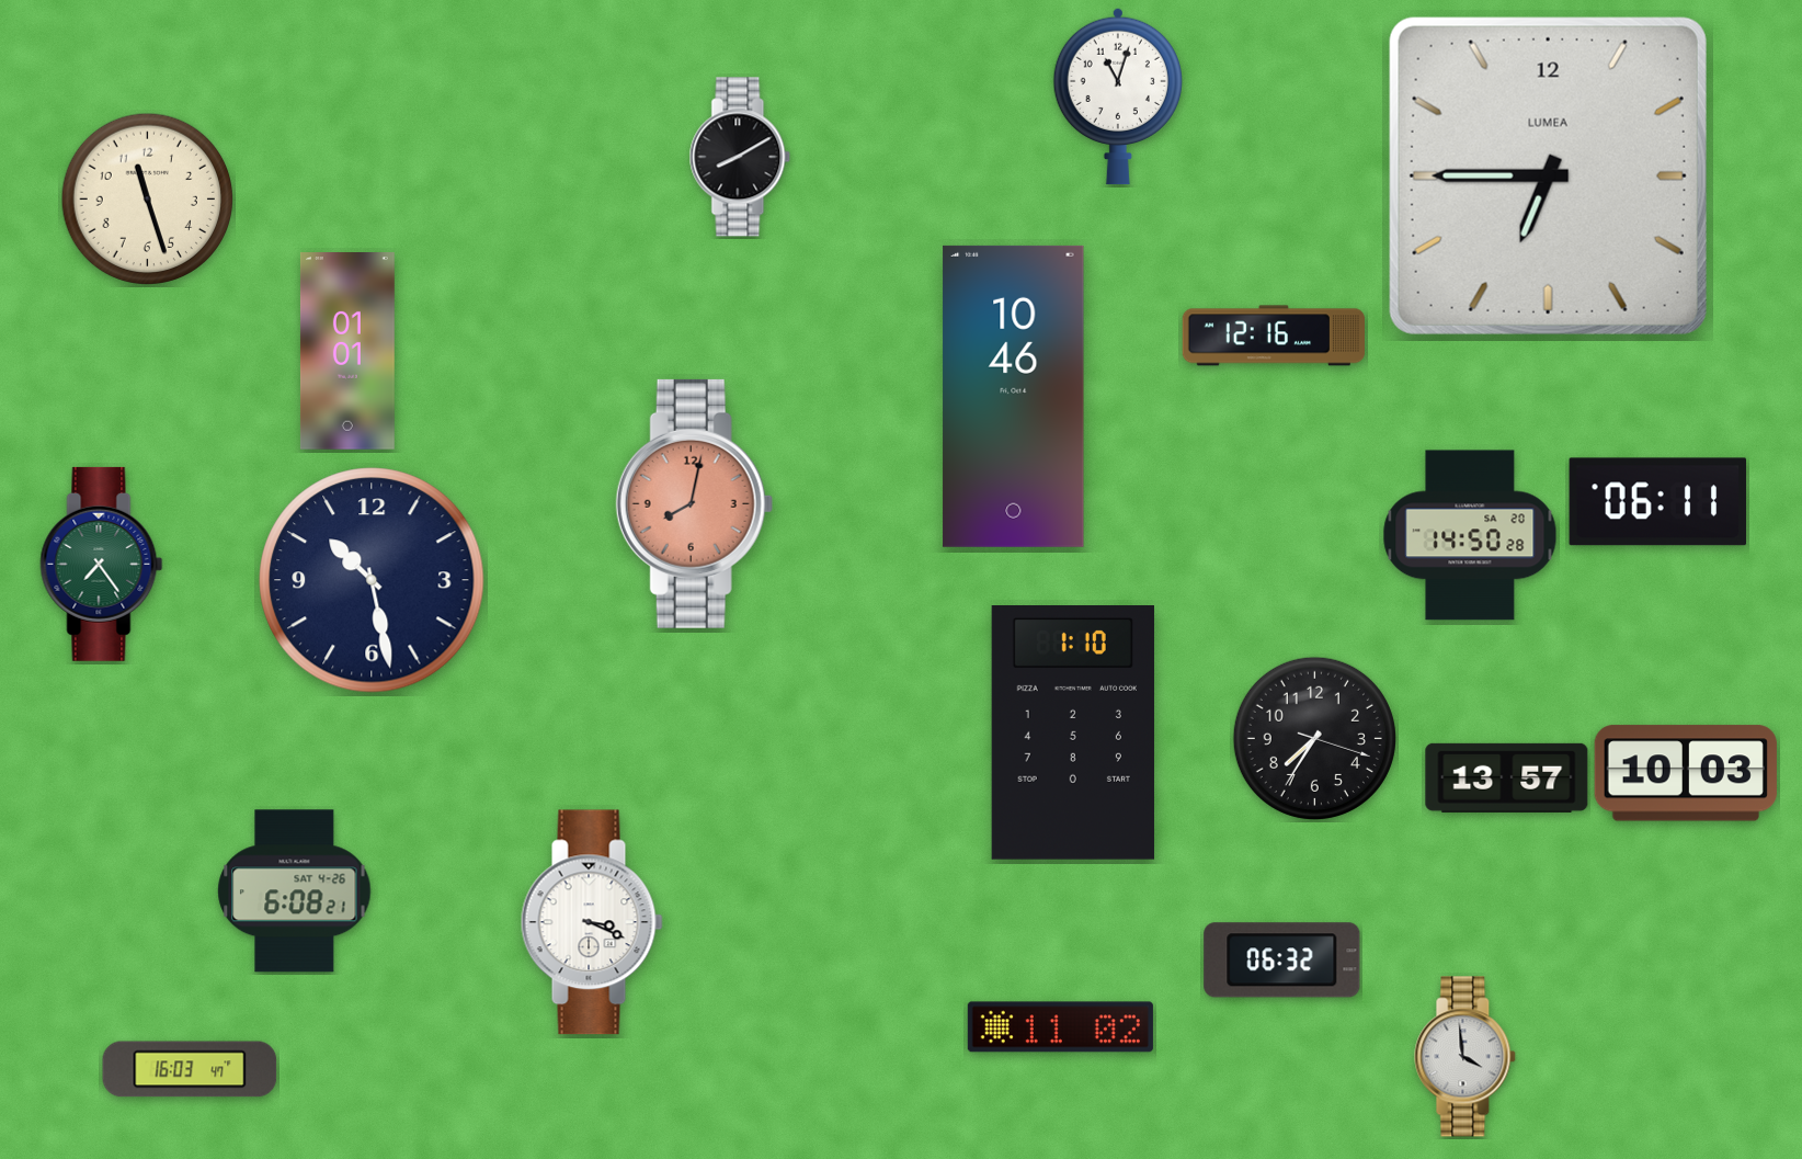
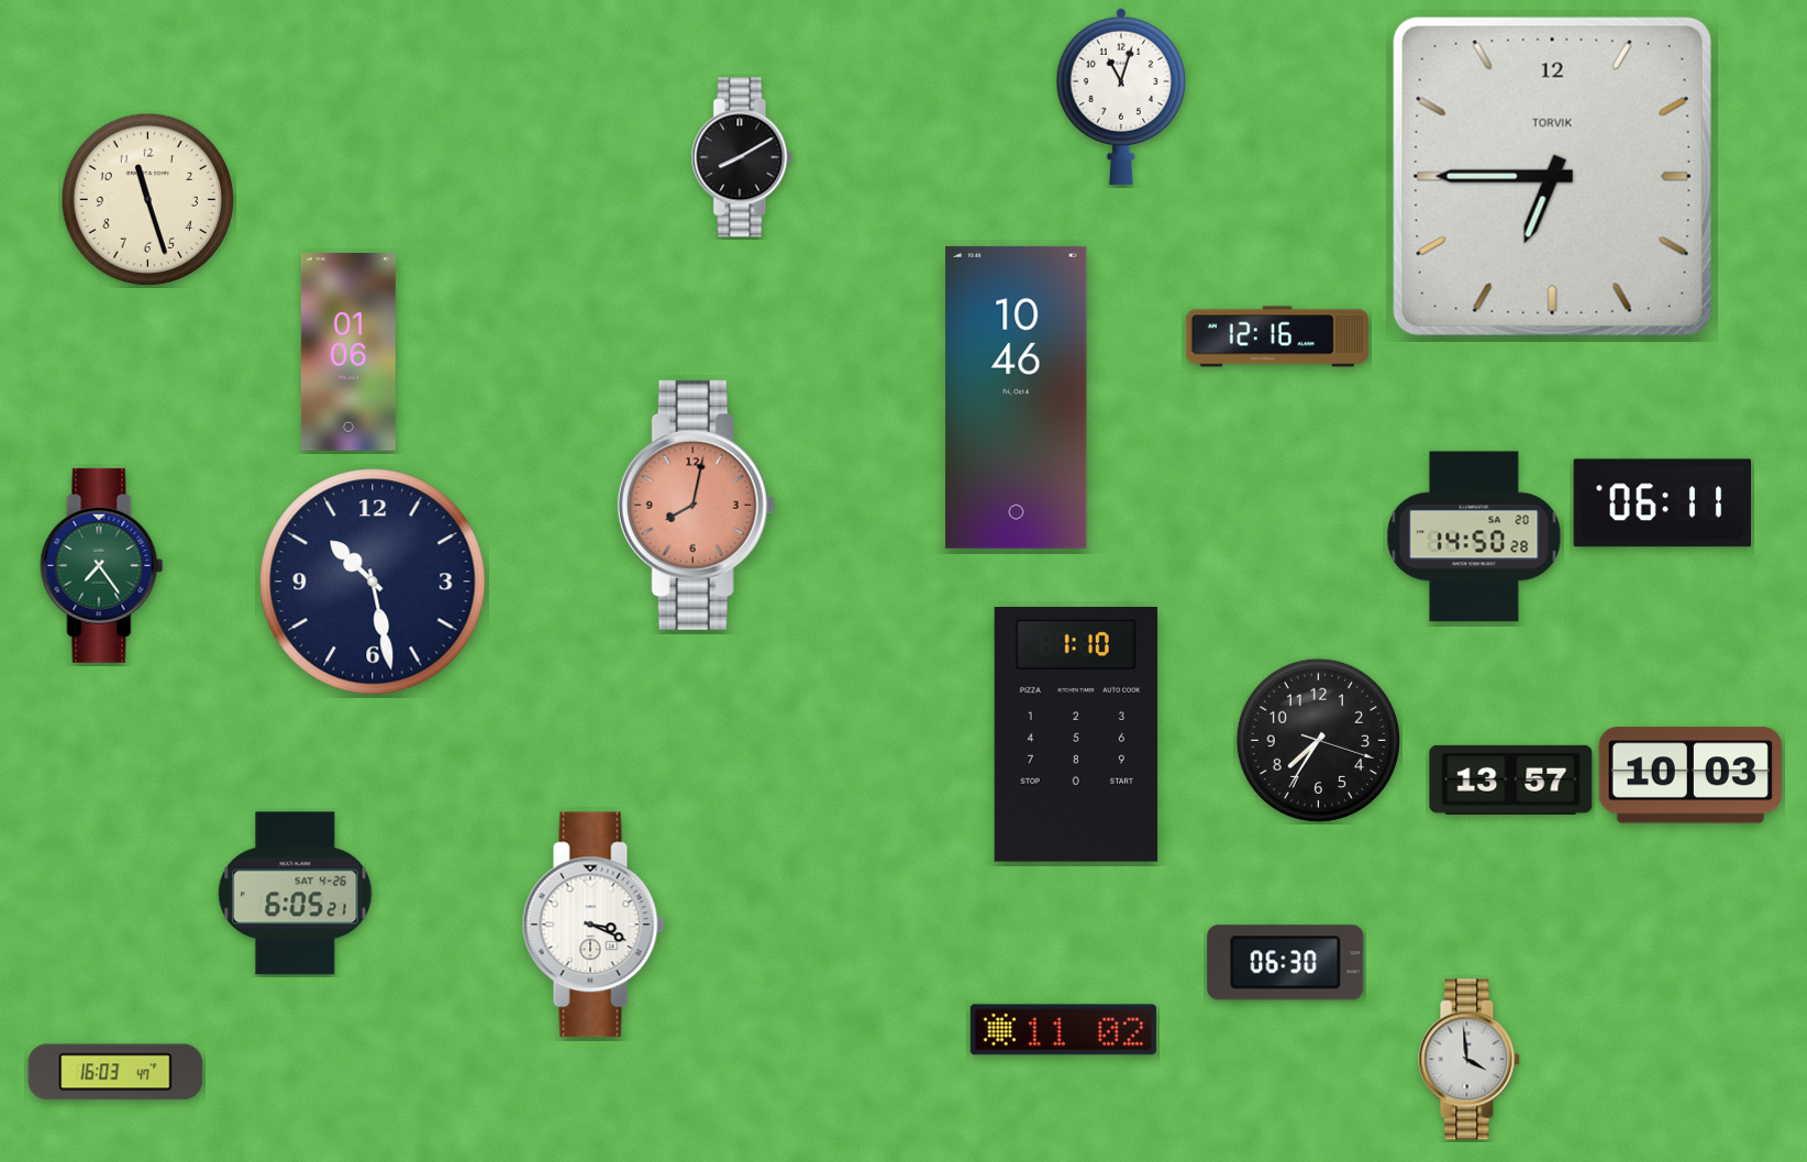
clock at (1548, 175) brand: LUMEA -> TORVIK
clock at (347, 352): 01:01 -> 01:06
clock at (295, 891): 6:08 -> 6:05
clock at (1282, 961): 06:32 -> 06:30
clock at (190, 1069) position: (190, 1069) -> (115, 1072)
